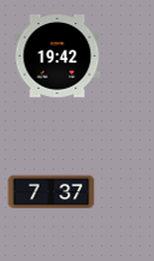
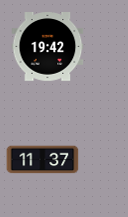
clock at (52, 192): 7:37 -> 11:37
